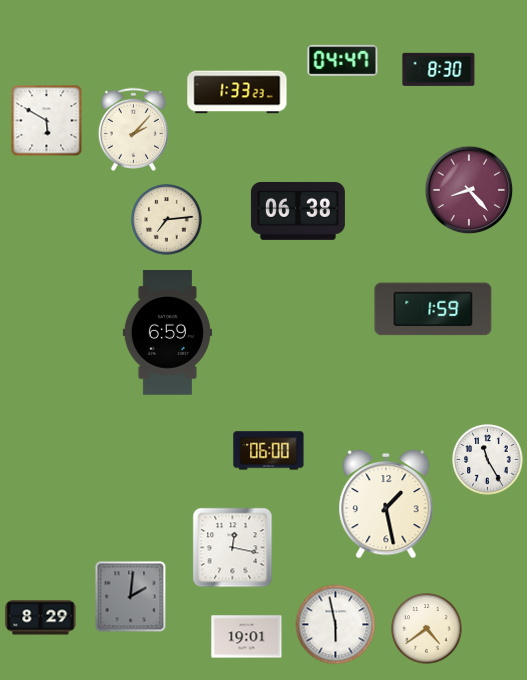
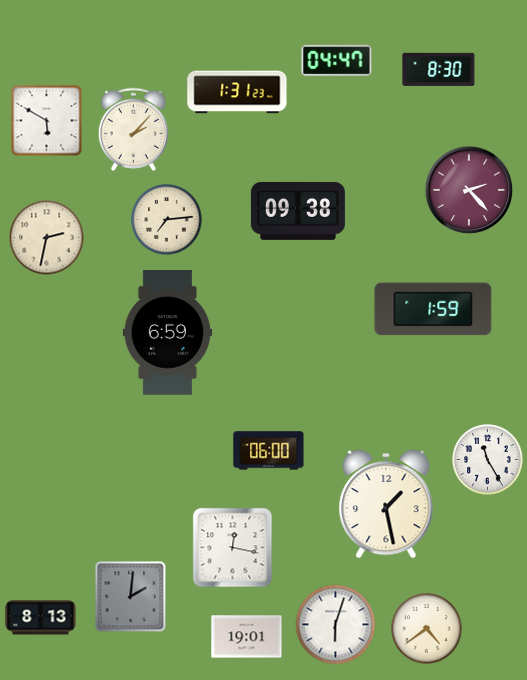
clock at (343, 60) position: (343, 60) -> (337, 60)
clock at (237, 92): 1:33 -> 1:31
clock at (469, 190): 8:23 -> 2:23
clock at (298, 211): 06:38 -> 09:38
clock at (47, 238): none -> 2:32
clock at (41, 618): 8:29 -> 8:13
clock at (336, 625): 5:58 -> 6:03
